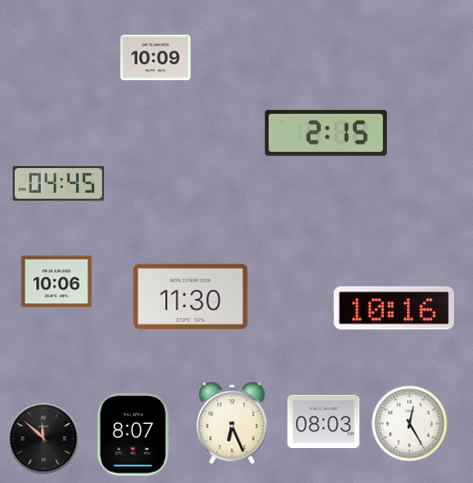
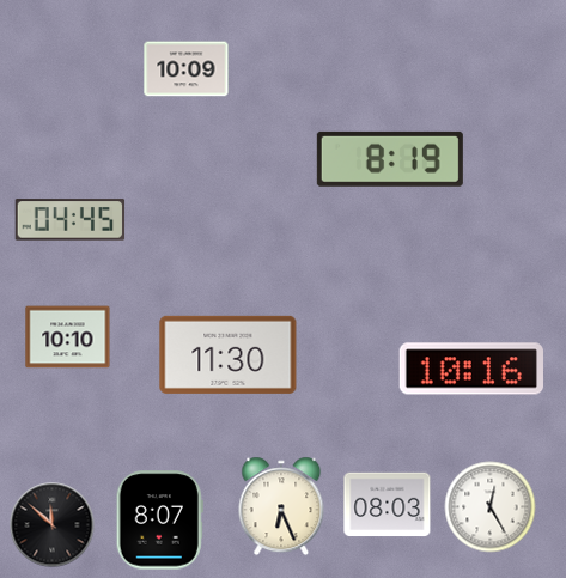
clock at (326, 133): 2:15 -> 8:19
clock at (57, 282): 10:06 -> 10:10
clock at (232, 423) position: (232, 423) -> (281, 506)
